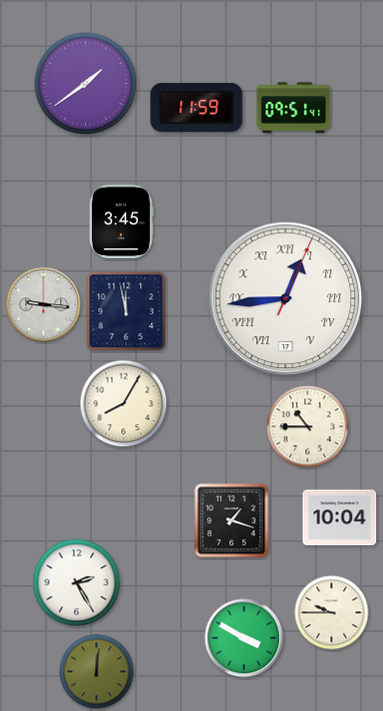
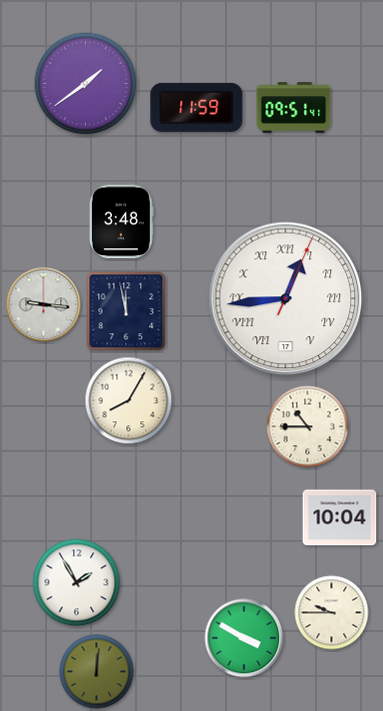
clock at (121, 222): 3:45 -> 3:48
clock at (124, 404) position: (124, 404) -> (129, 401)
clock at (232, 521): 1:18 -> none
clock at (77, 583): 2:25 -> 1:55
